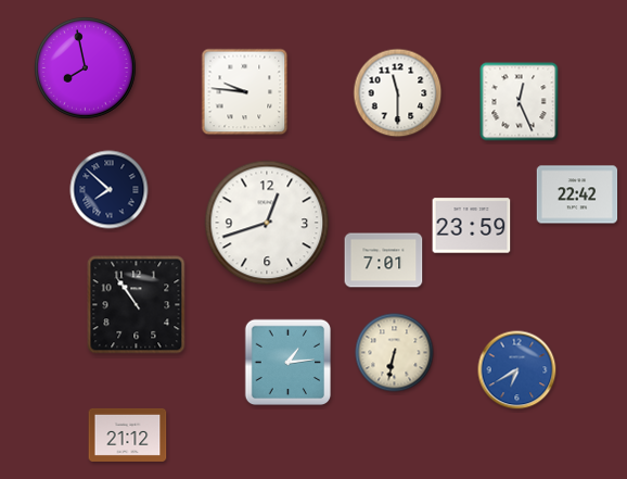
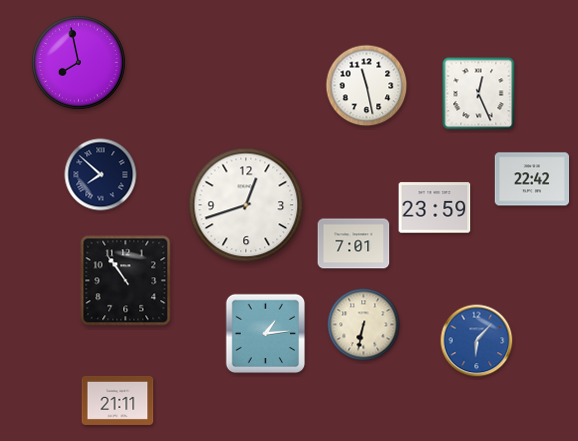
clock at (245, 92): 9:46 -> none
clock at (398, 93): 11:30 -> 11:28
clock at (384, 261) position: (384, 261) -> (354, 244)
clock at (517, 370): 6:40 -> 6:07
clock at (128, 434): 21:12 -> 21:11
